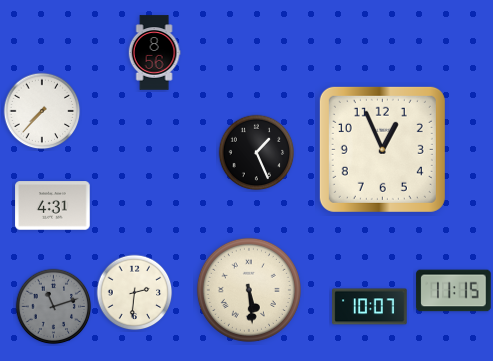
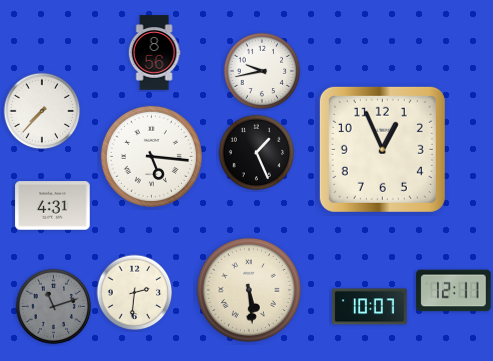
clock at (262, 71): none -> 9:43
clock at (151, 156): none -> 5:16
clock at (454, 291): 11:15 -> 12:11
